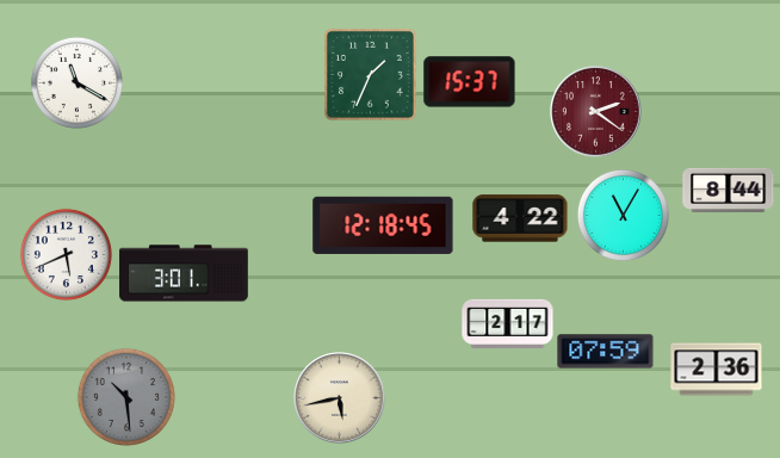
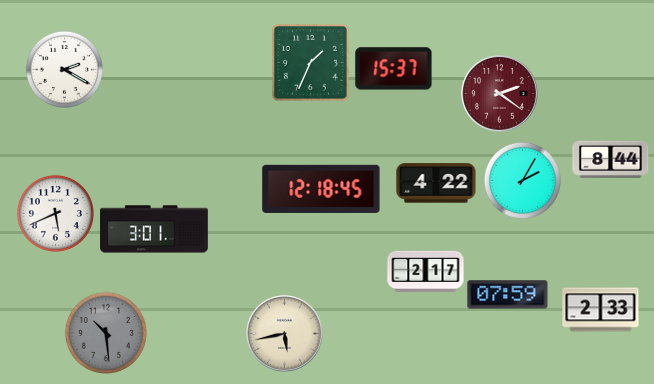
clock at (76, 82): 11:20 -> 2:20
clock at (623, 215): 11:05 -> 2:05
clock at (717, 370): 2:36 -> 2:33
